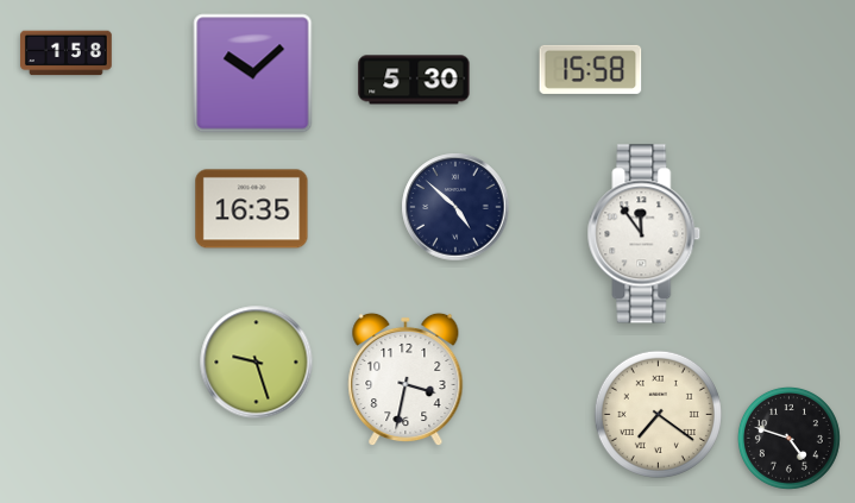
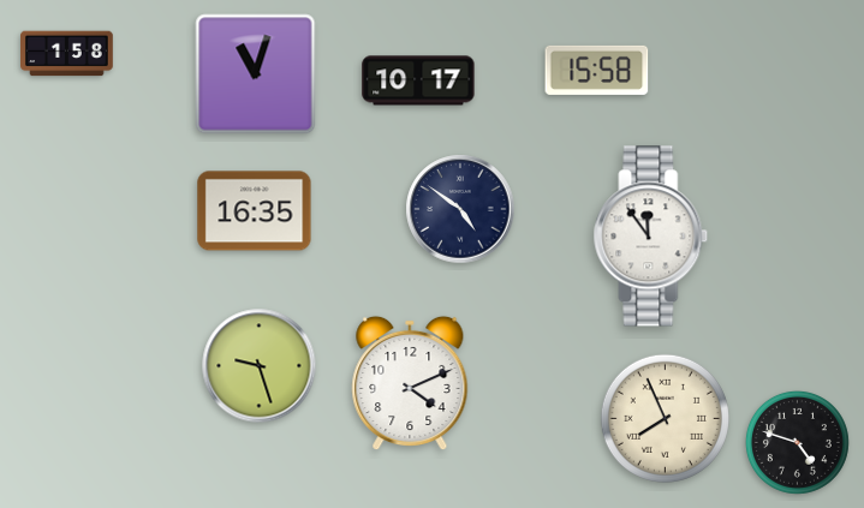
clock at (253, 74): 10:08 -> 11:03
clock at (414, 80): 5:30 -> 10:17
clock at (455, 207): 4:52 -> 4:51
clock at (406, 379): 3:32 -> 4:11
clock at (658, 414): 7:21 -> 7:56
